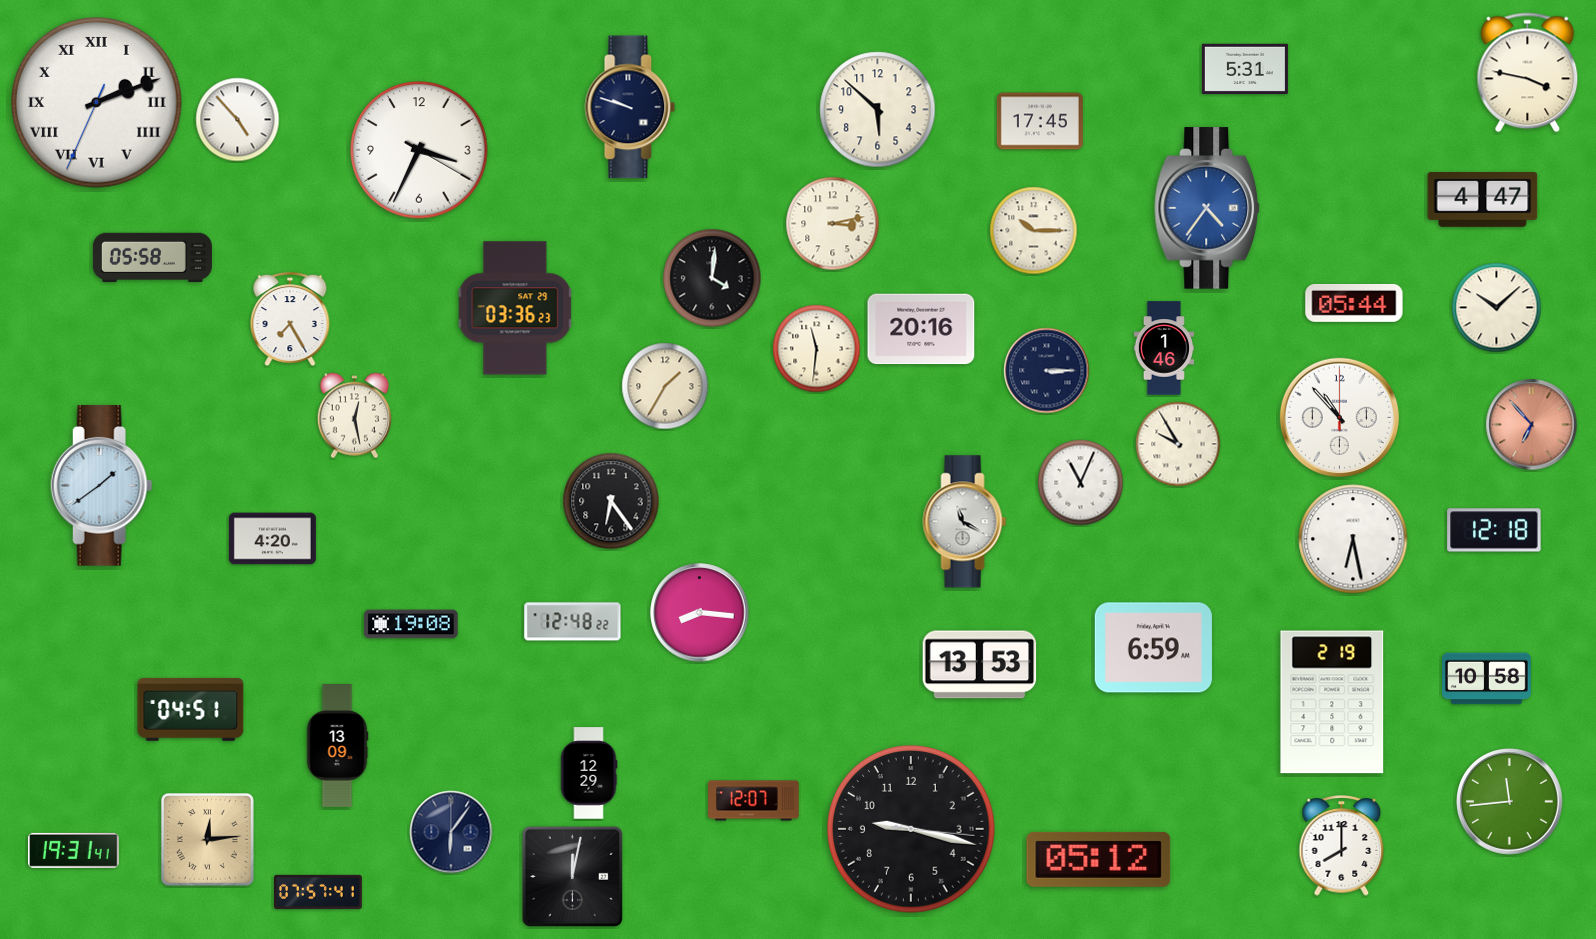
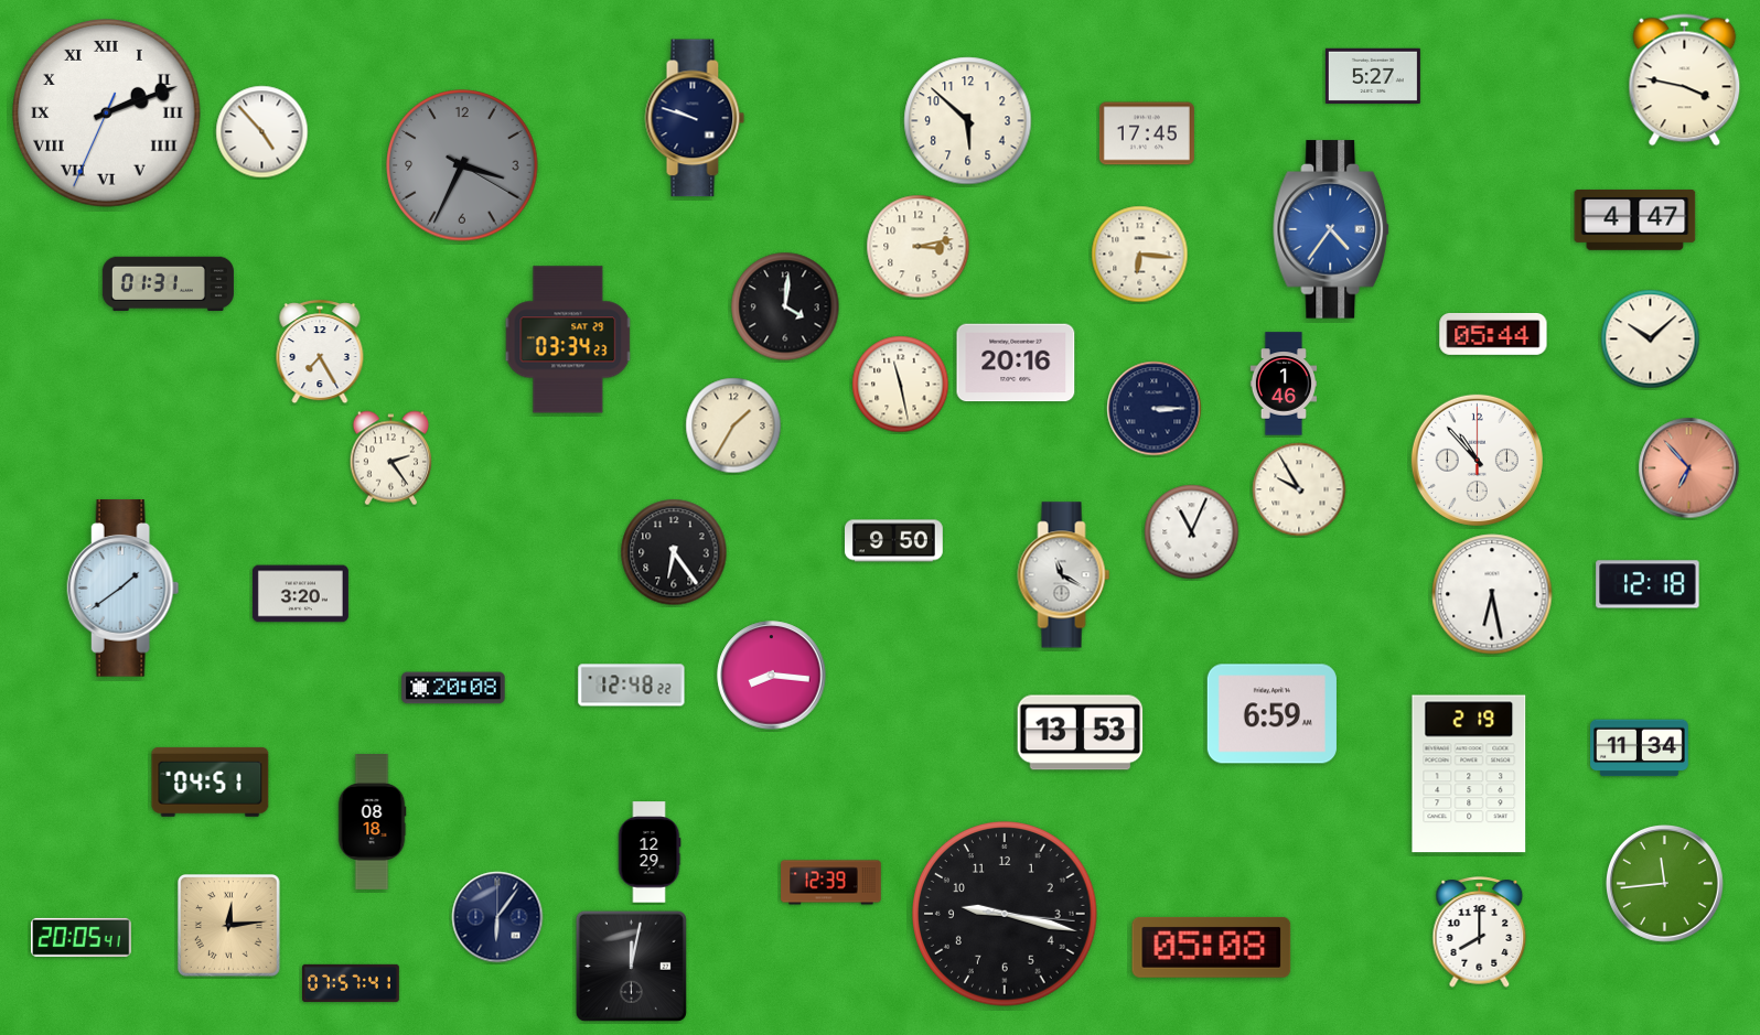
clock at (1245, 68): 5:31 -> 5:27
clock at (419, 150) dial: white -> grey
clock at (1034, 231): 10:15 -> 6:16
clock at (152, 257): 05:58 -> 01:31
clock at (515, 308): 03:36 -> 03:34
clock at (817, 349): 11:31 -> 11:28
clock at (354, 416): 12:28 -> 2:24
clock at (102, 486) position: (102, 486) -> (124, 589)
clock at (894, 541): none -> 9:50
clock at (272, 539): 4:20 -> 3:20
clock at (411, 624): 19:08 -> 20:08
clock at (1487, 679): 10:58 -> 11:34
clock at (337, 746): 13:09 -> 08:18
clock at (754, 801): 12:07 -> 12:39
clock at (74, 850): 19:31 -> 20:05
clock at (1099, 859): 05:12 -> 05:08
